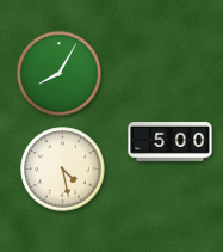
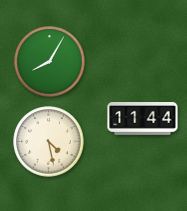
clock at (171, 142): 5:00 -> 11:44
clock at (63, 170) position: (63, 170) -> (49, 142)
